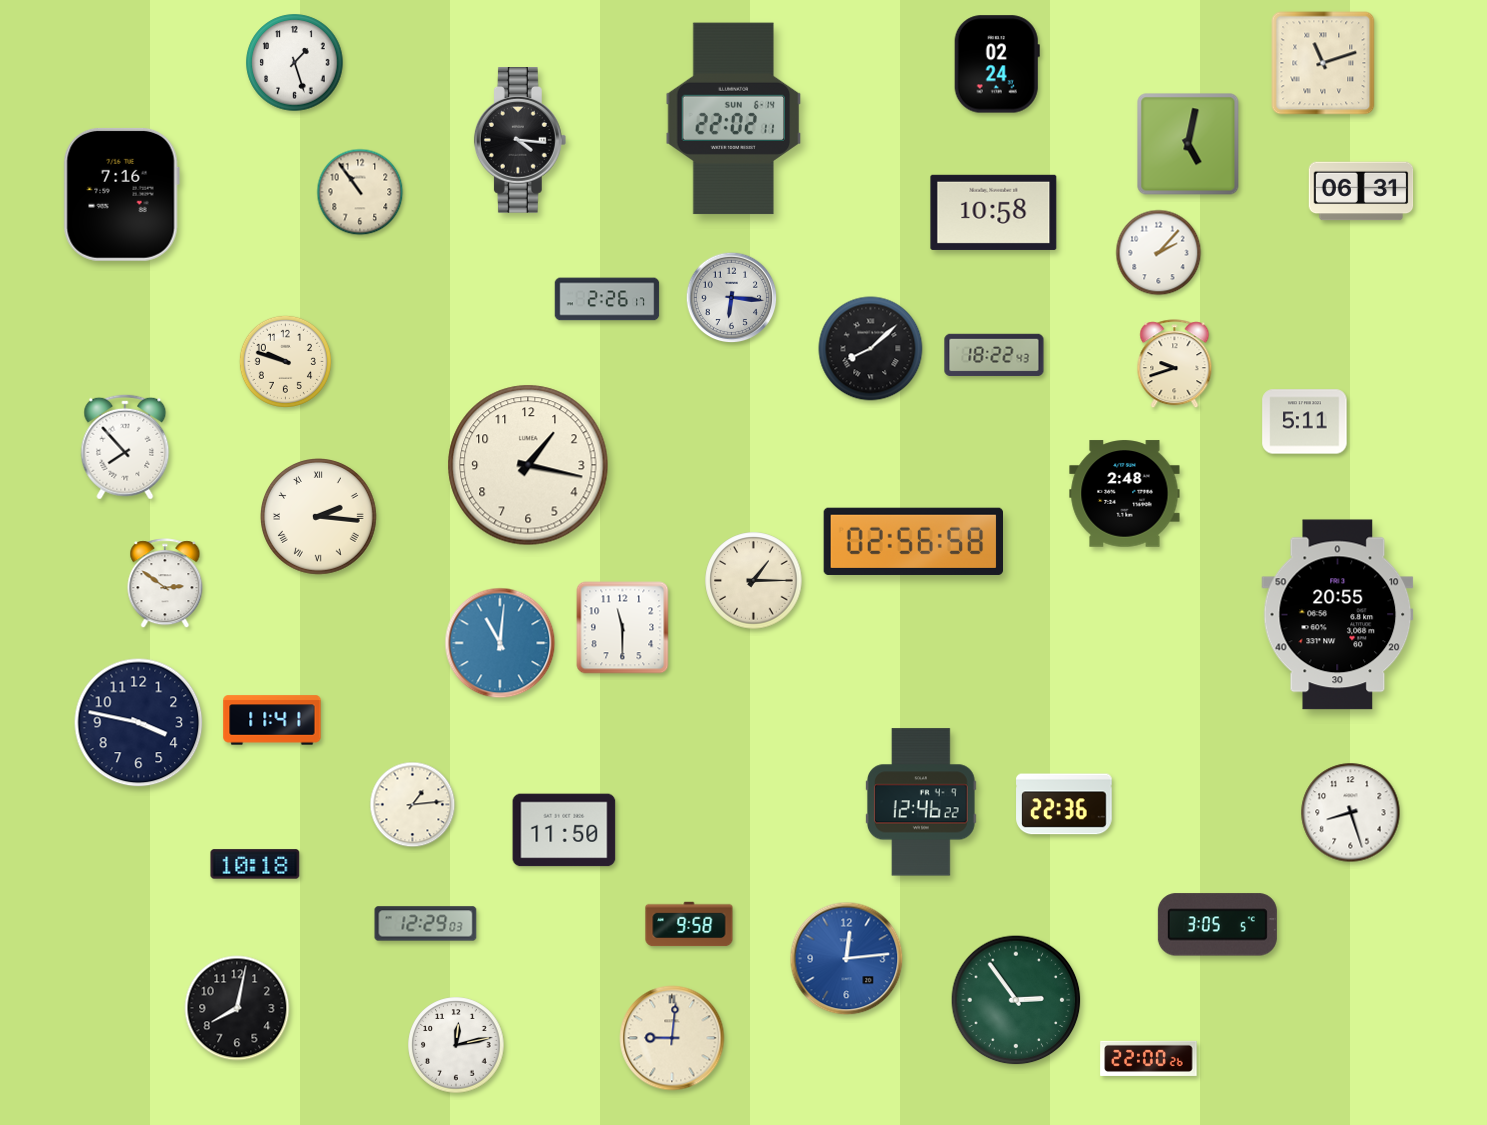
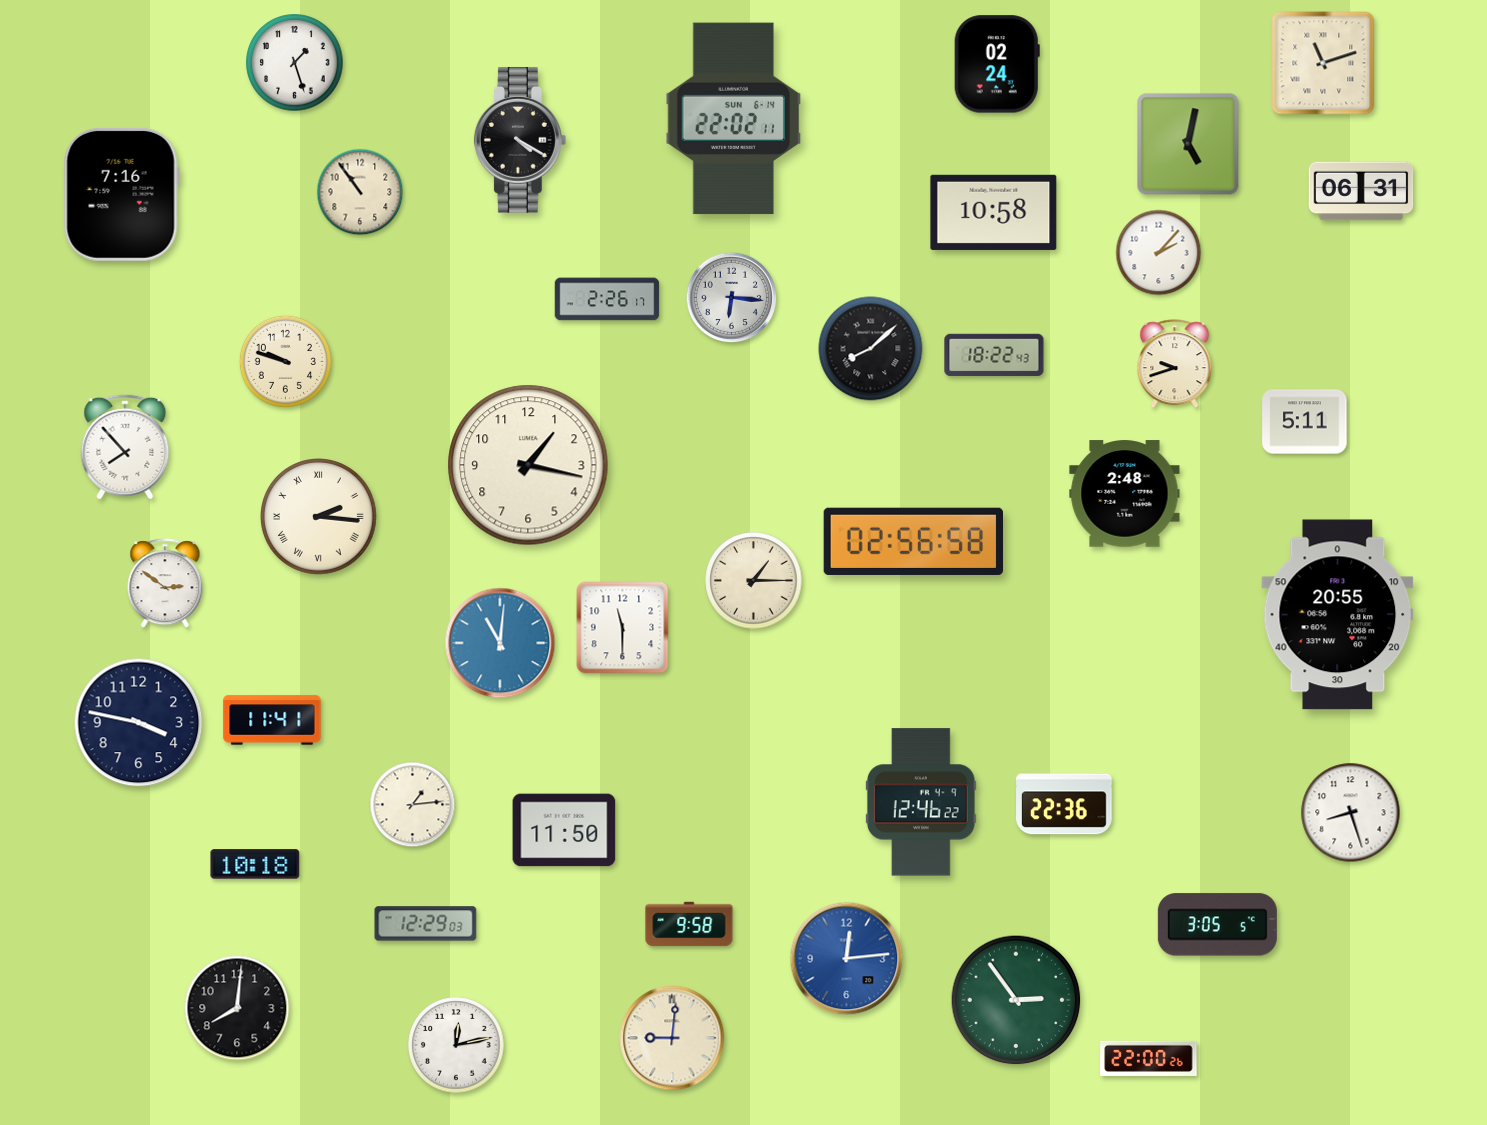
clock at (520, 141): 4:16 -> 4:20
clock at (237, 1008): 8:02 -> 8:01
